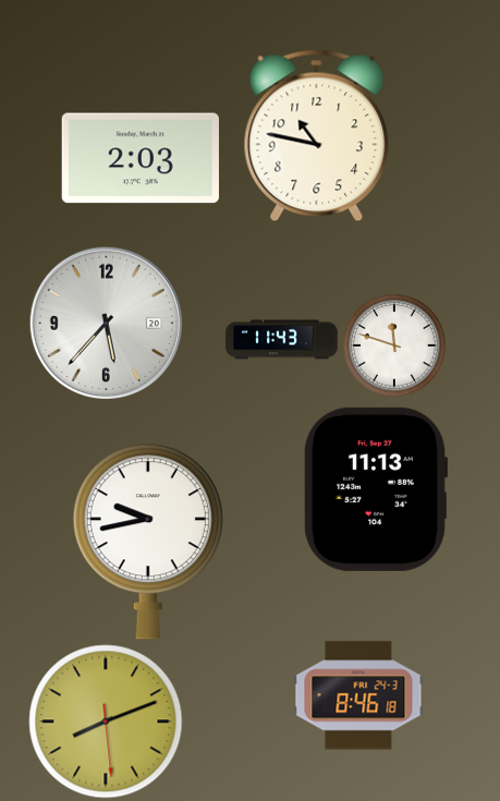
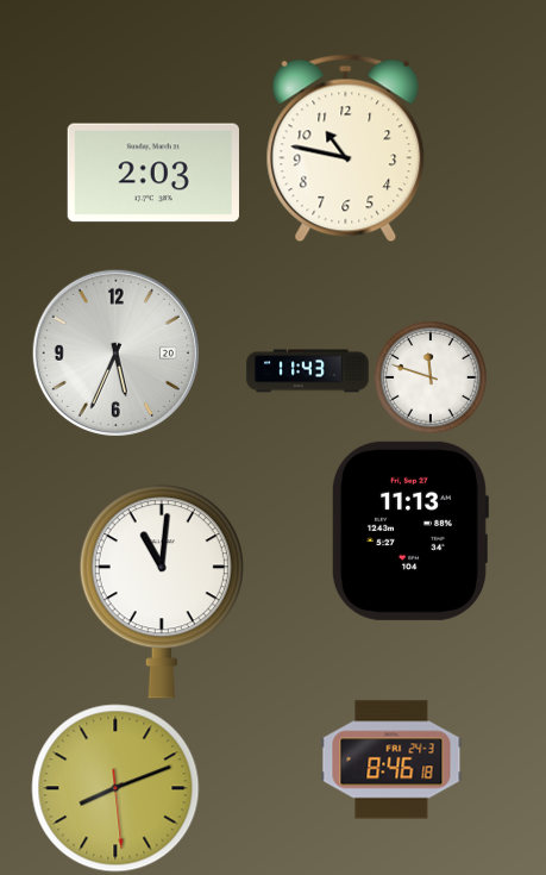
clock at (106, 323): 5:37 -> 5:34
clock at (375, 489) position: (375, 489) -> (409, 531)
clock at (148, 542): 9:43 -> 11:01
